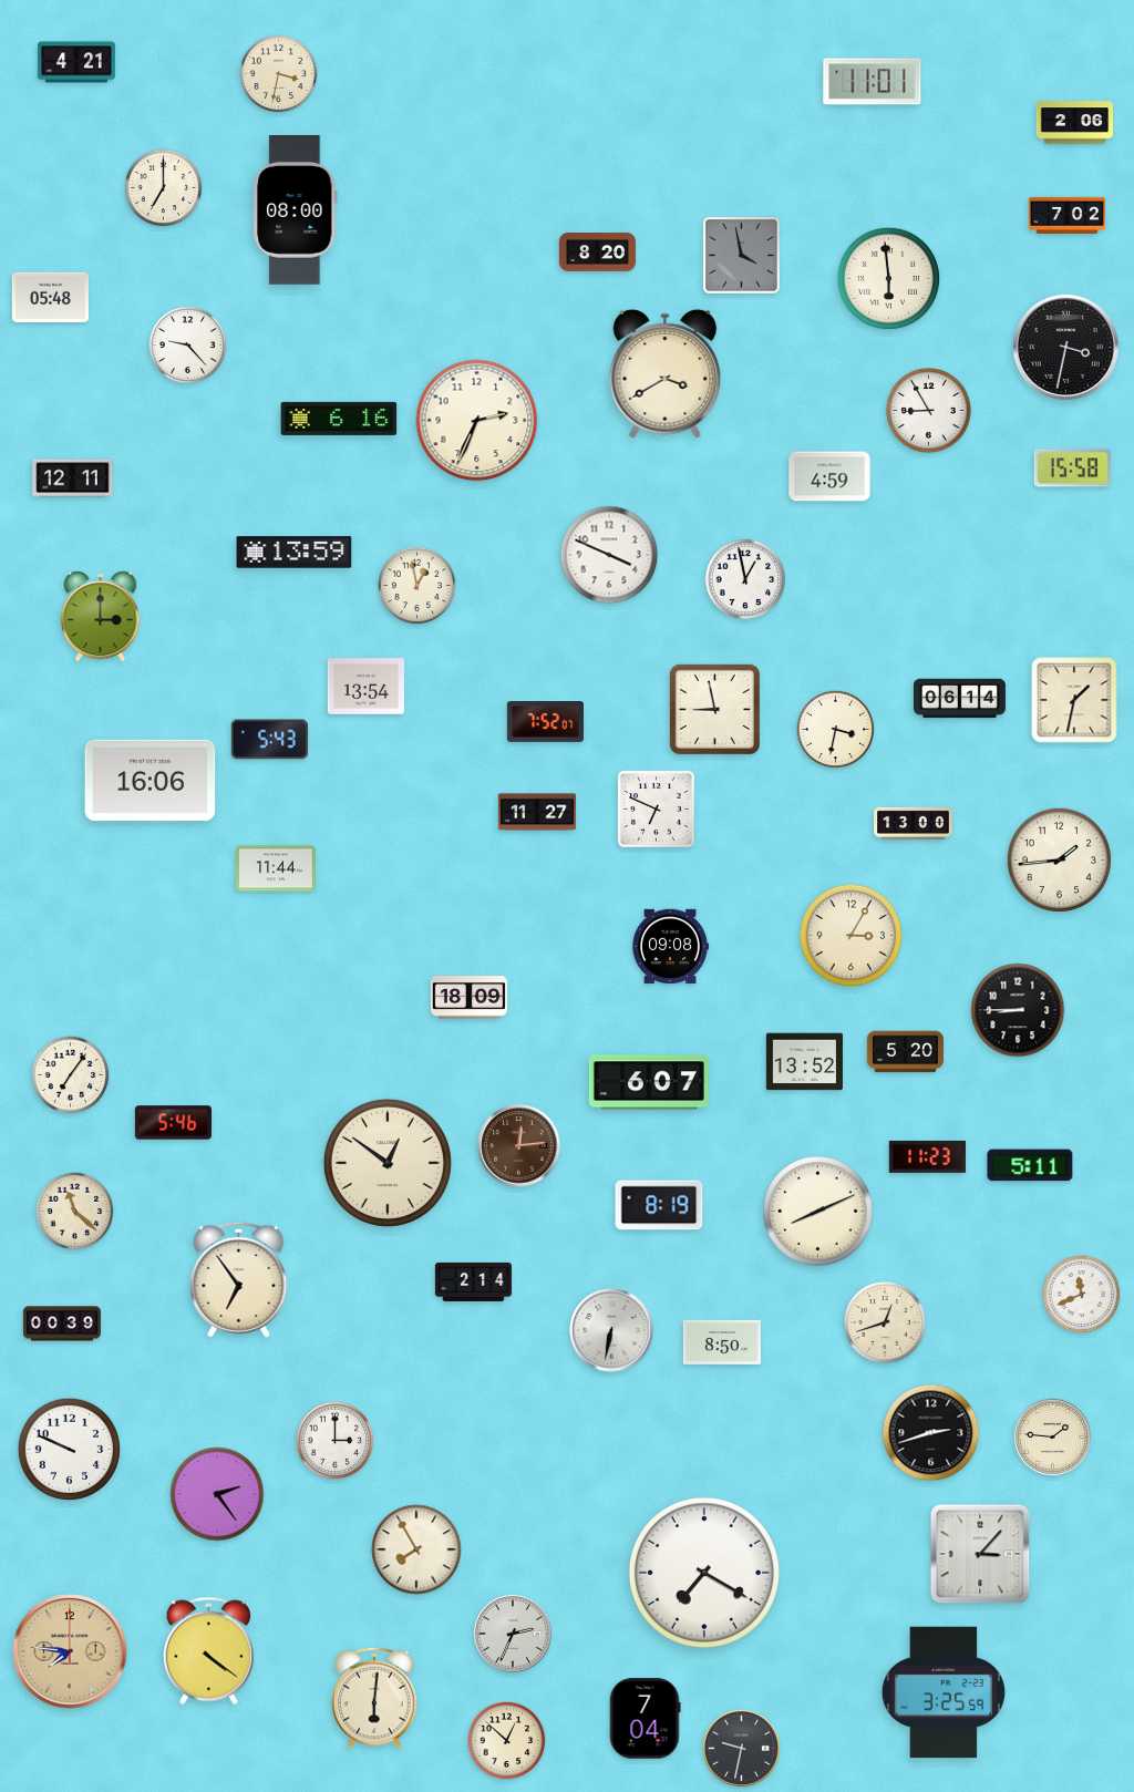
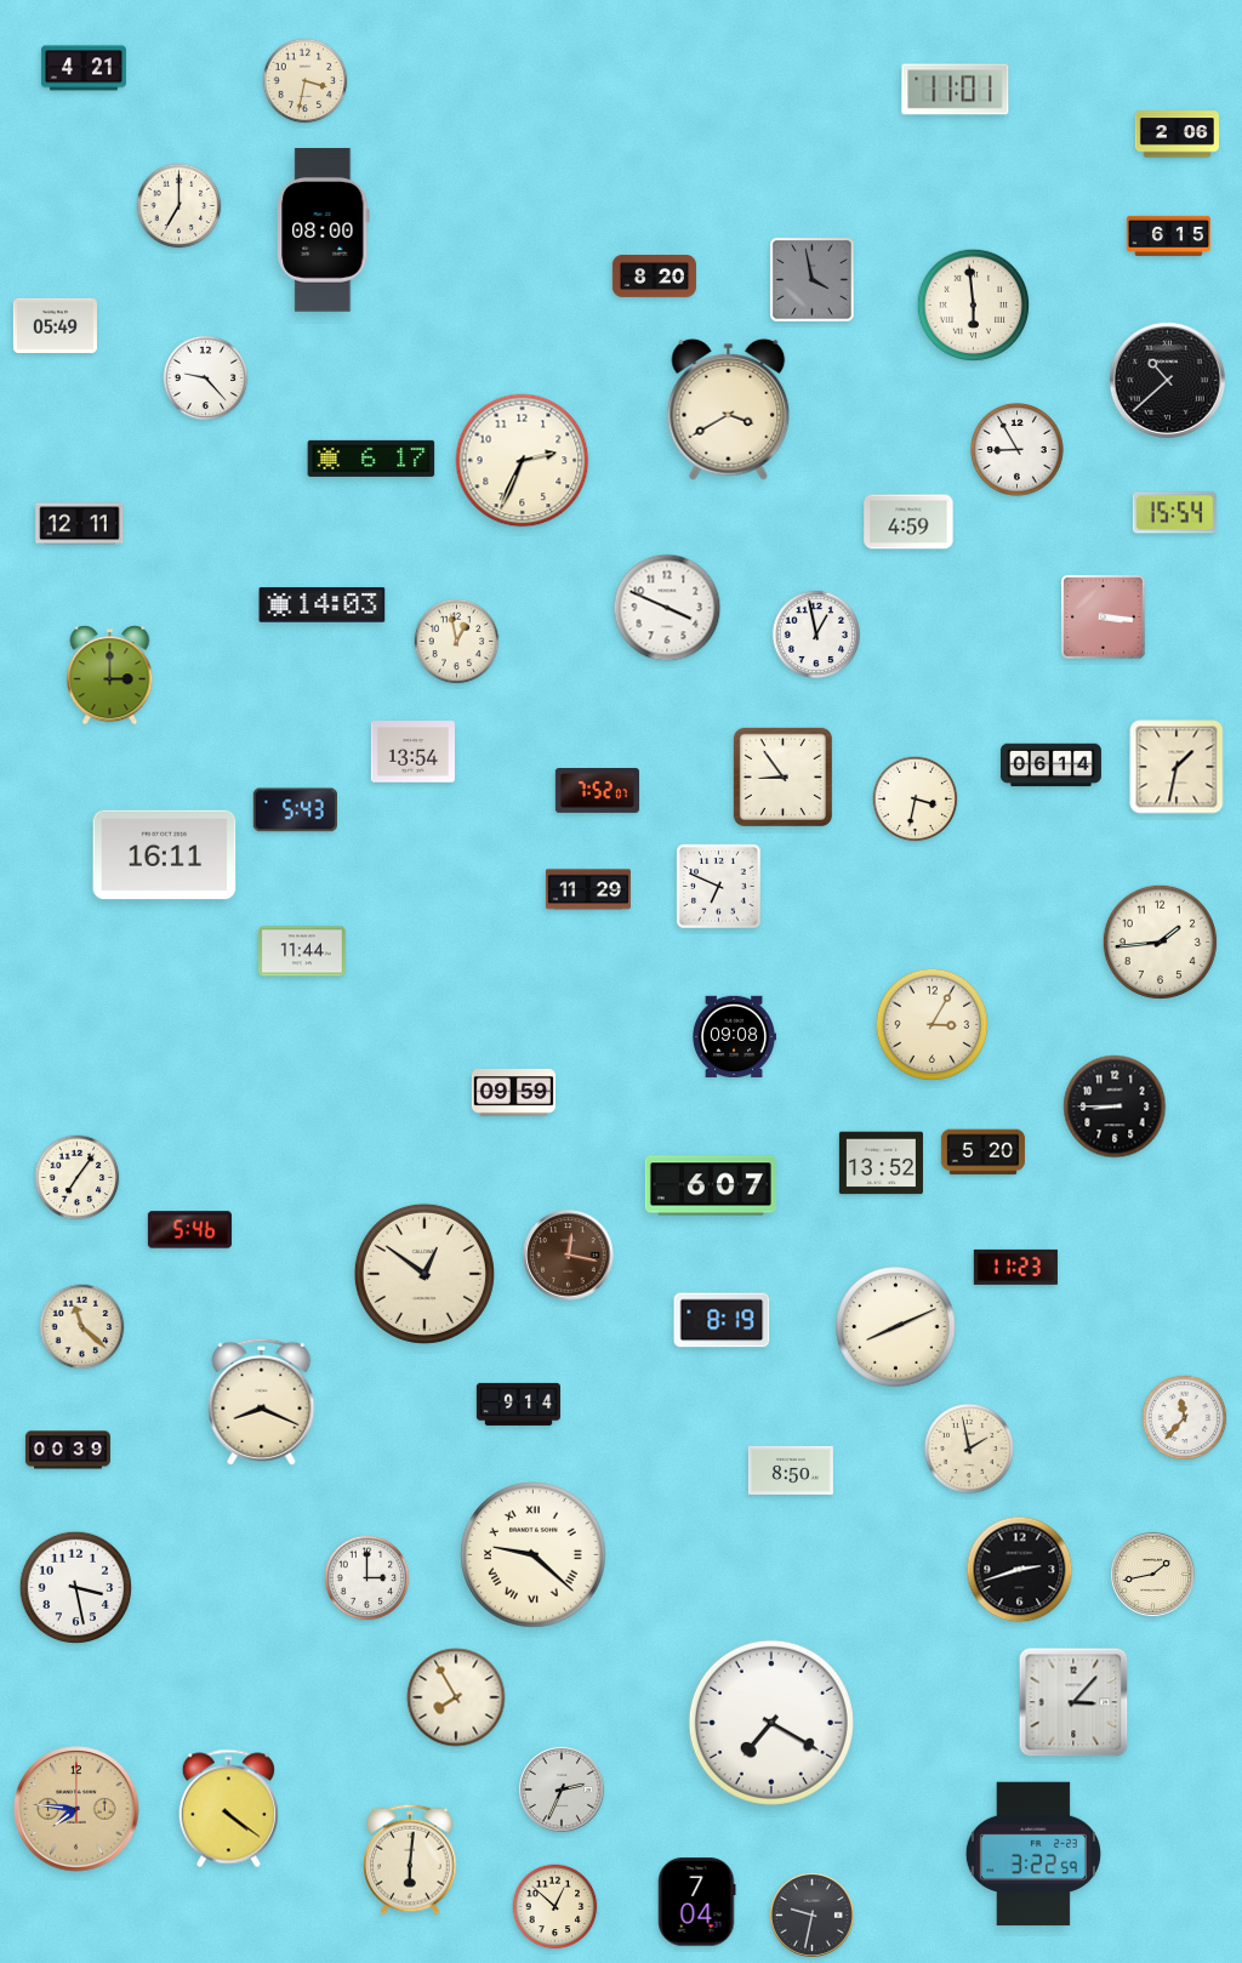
clock at (1066, 215): 7:02 -> 6:15
clock at (50, 297): 05:48 -> 05:49
clock at (1065, 347): 3:32 -> 10:38
clock at (339, 419): 6:16 -> 6:17
clock at (1072, 468): 15:58 -> 15:54
clock at (295, 553): 13:59 -> 14:03
clock at (1104, 618): none -> 3:16
clock at (365, 687) position: (365, 687) -> (412, 752)
clock at (714, 709): 8:58 -> 8:54
clock at (151, 781): 16:06 -> 16:11
clock at (537, 812): 11:27 -> 11:29
clock at (914, 823): 13:00 -> none
clock at (468, 998): 18:09 -> 09:59
clock at (905, 1052) position: (905, 1052) -> (982, 1153)
clock at (519, 1146): 12:14 -> 12:17
clock at (1030, 1165): 5:11 -> none
clock at (239, 1279): 6:54 -> 8:19
clock at (473, 1281): 2:14 -> 9:14
clock at (1082, 1295): 11:41 -> 11:37
clock at (885, 1322): 12:42 -> 1:58
clock at (611, 1330): 6:32 -> none
clock at (534, 1555): none -> 9:22
clock at (1052, 1436): 1:46 -> 1:43
clock at (70, 1450): 9:49 -> 3:28
clock at (217, 1494): 2:24 -> none
clock at (944, 1692): 3:25 -> 3:22
clock at (646, 1719) position: (646, 1719) -> (697, 1902)
